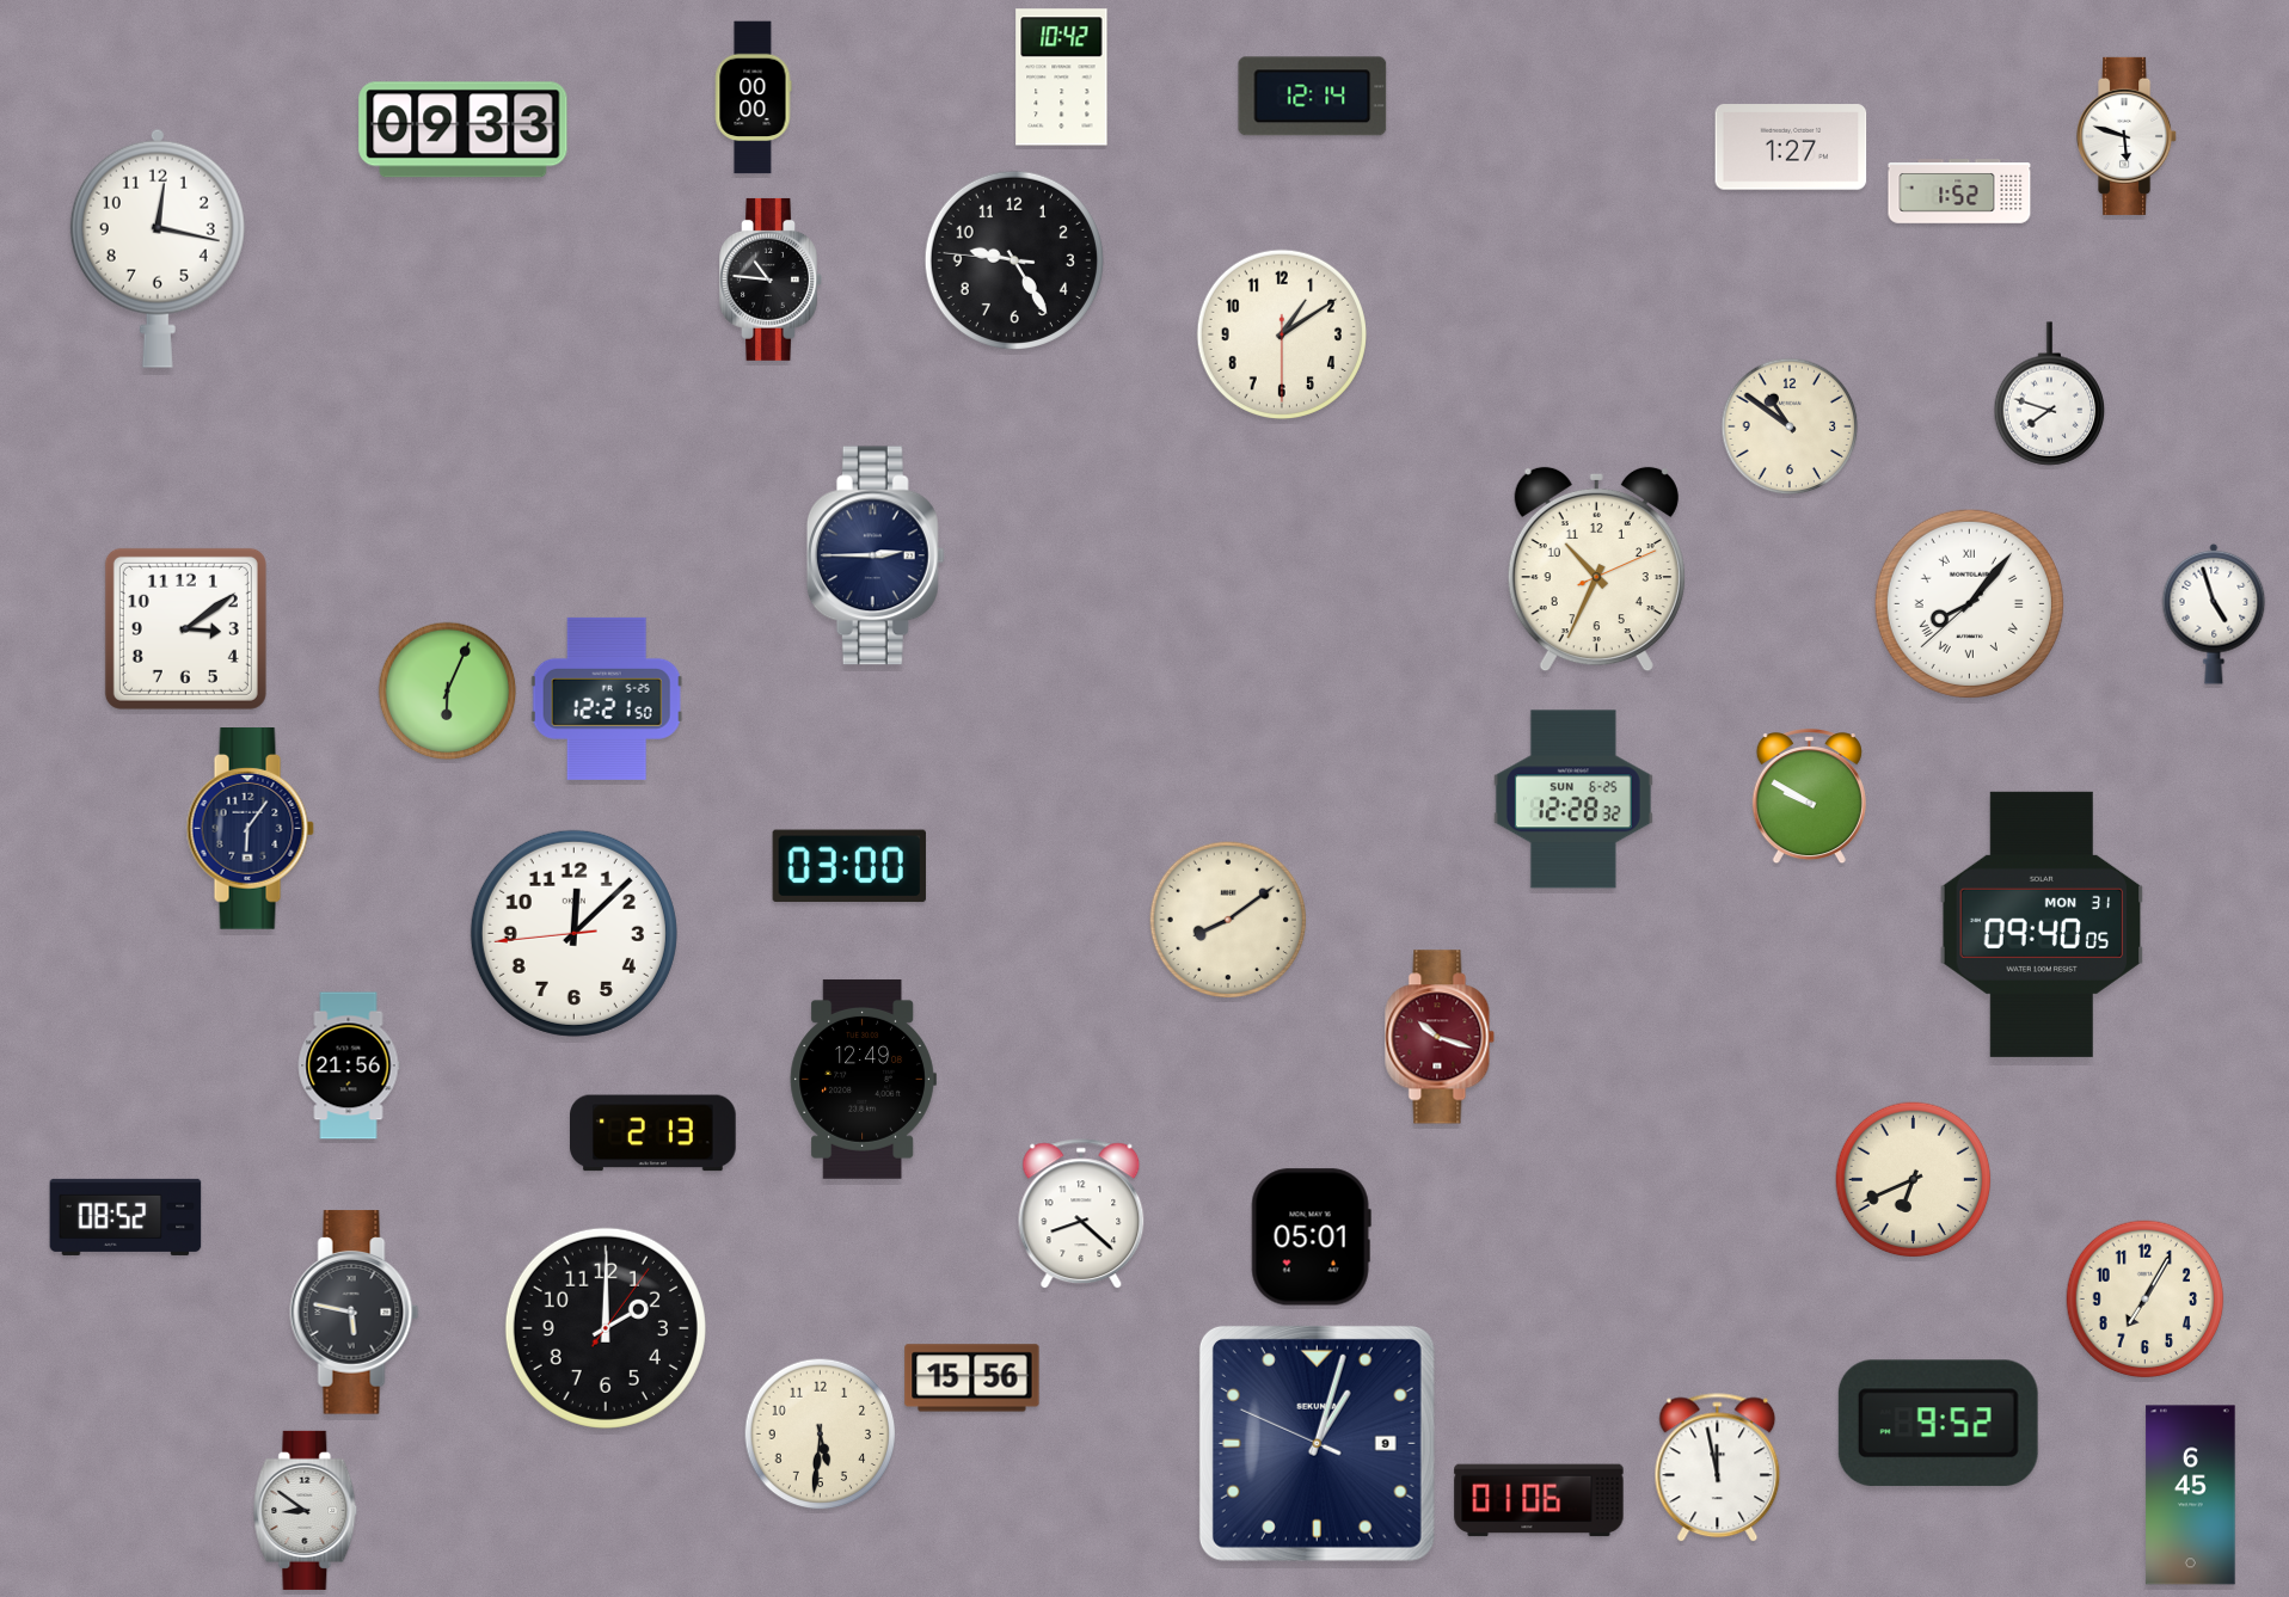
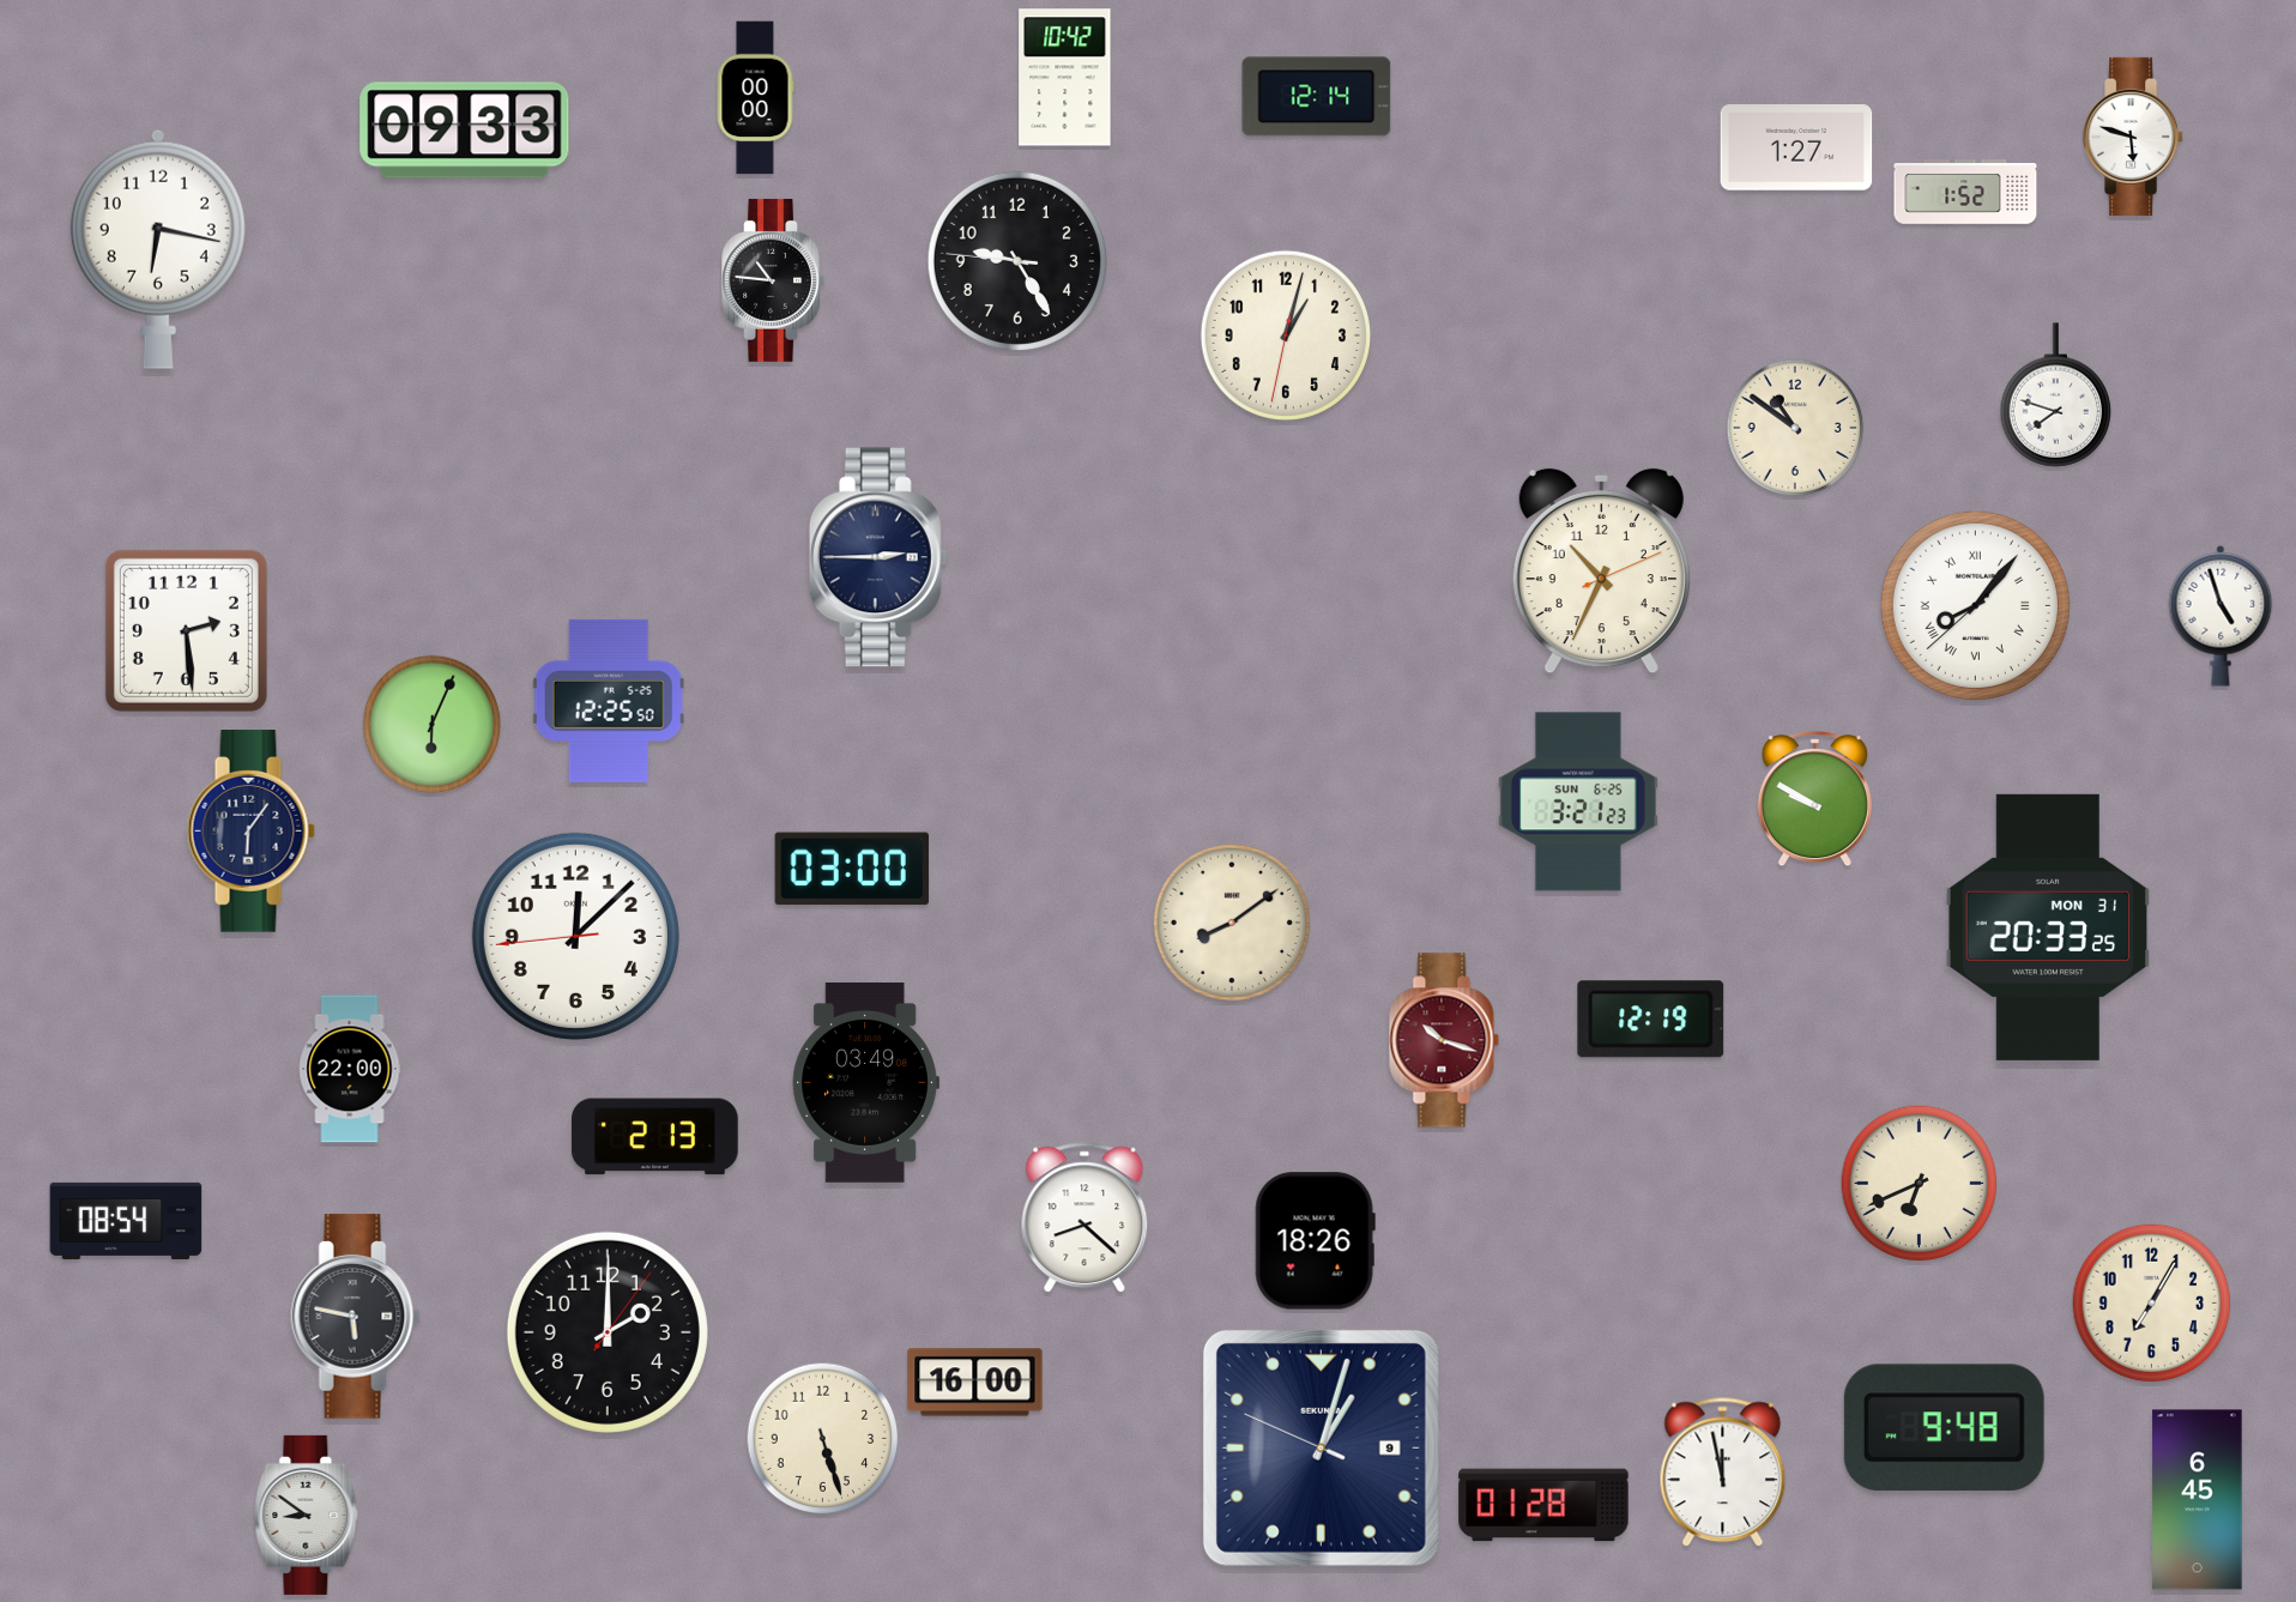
clock at (158, 248): 12:17 -> 6:17
clock at (1281, 333): 1:09 -> 1:02
clock at (185, 628): 3:09 -> 2:29
clock at (448, 692) position: (448, 692) -> (433, 725)
clock at (607, 699): 12:21 -> 12:25
clock at (1573, 799): 12:28 -> 3:21
clock at (2042, 925): 09:40 -> 20:33
clock at (1651, 1020): none -> 12:19
clock at (349, 1065): 21:56 -> 22:00
clock at (863, 1079): 12:49 -> 03:49
clock at (125, 1217): 08:52 -> 08:54
clock at (1311, 1237): 05:01 -> 18:26
clock at (972, 1378): 15:56 -> 16:00
clock at (1938, 1424): 9:52 -> 9:48
clock at (821, 1435): 5:31 -> 5:27
clock at (1539, 1500): 01:06 -> 01:28
